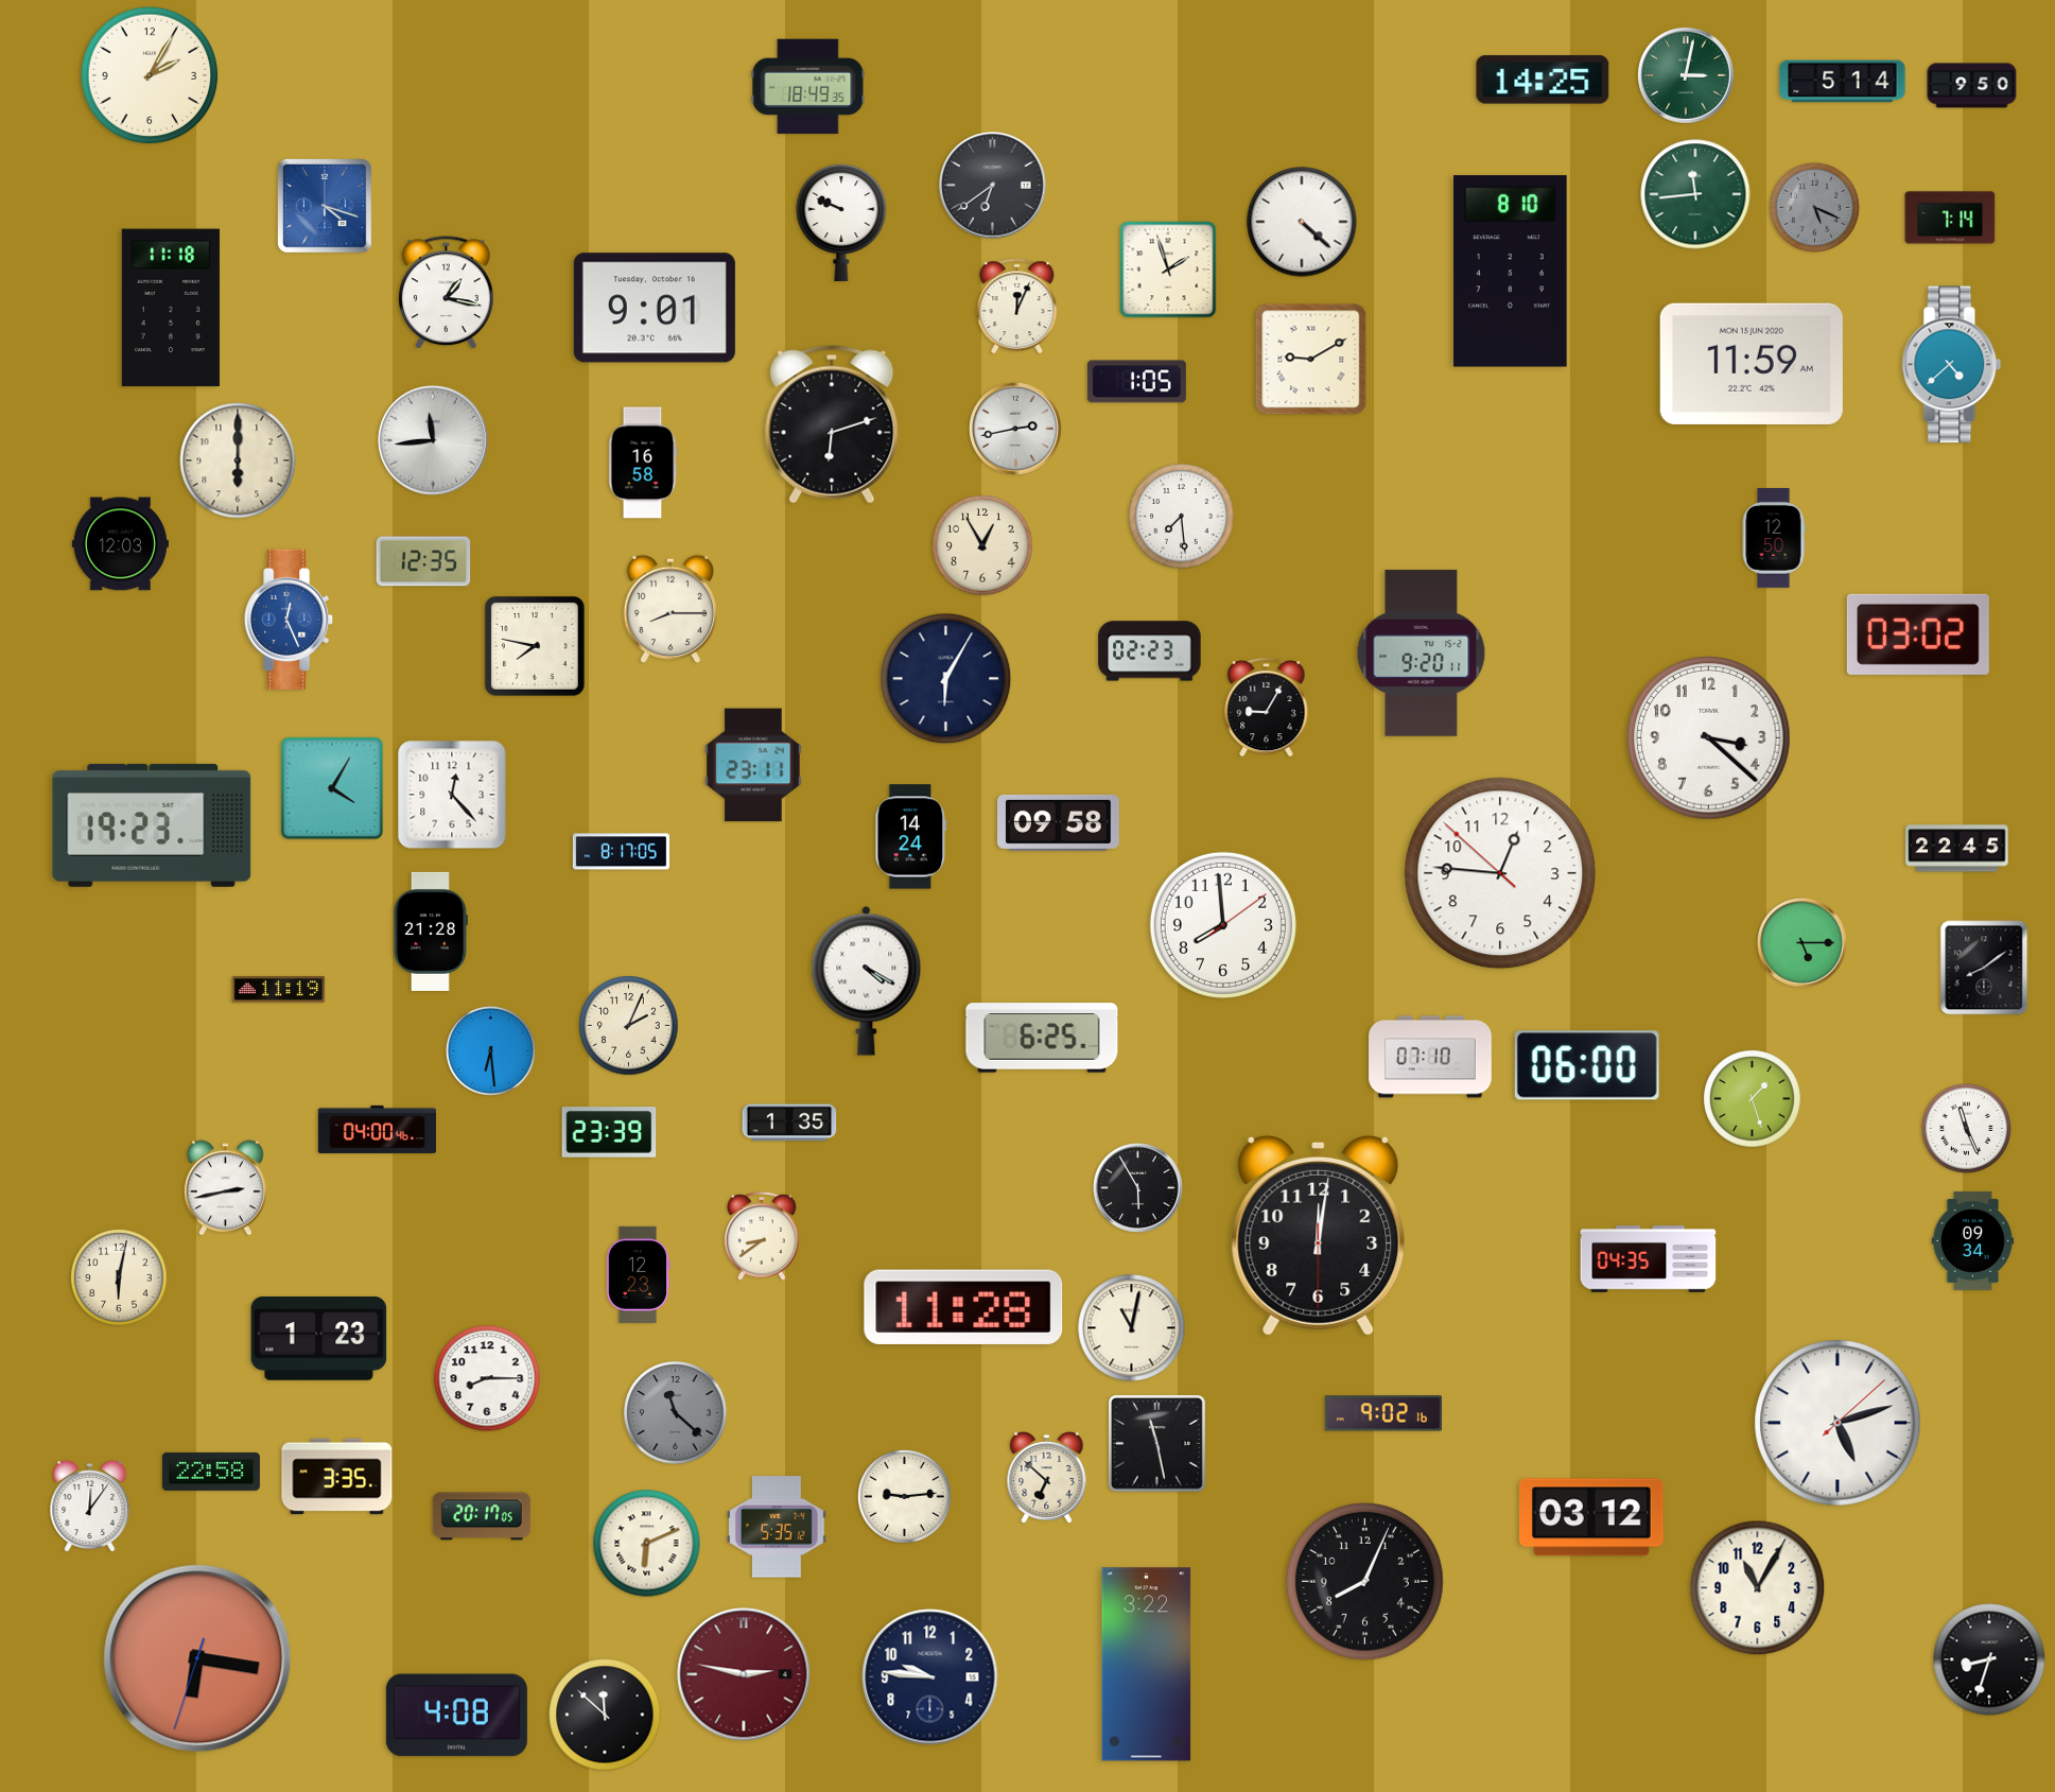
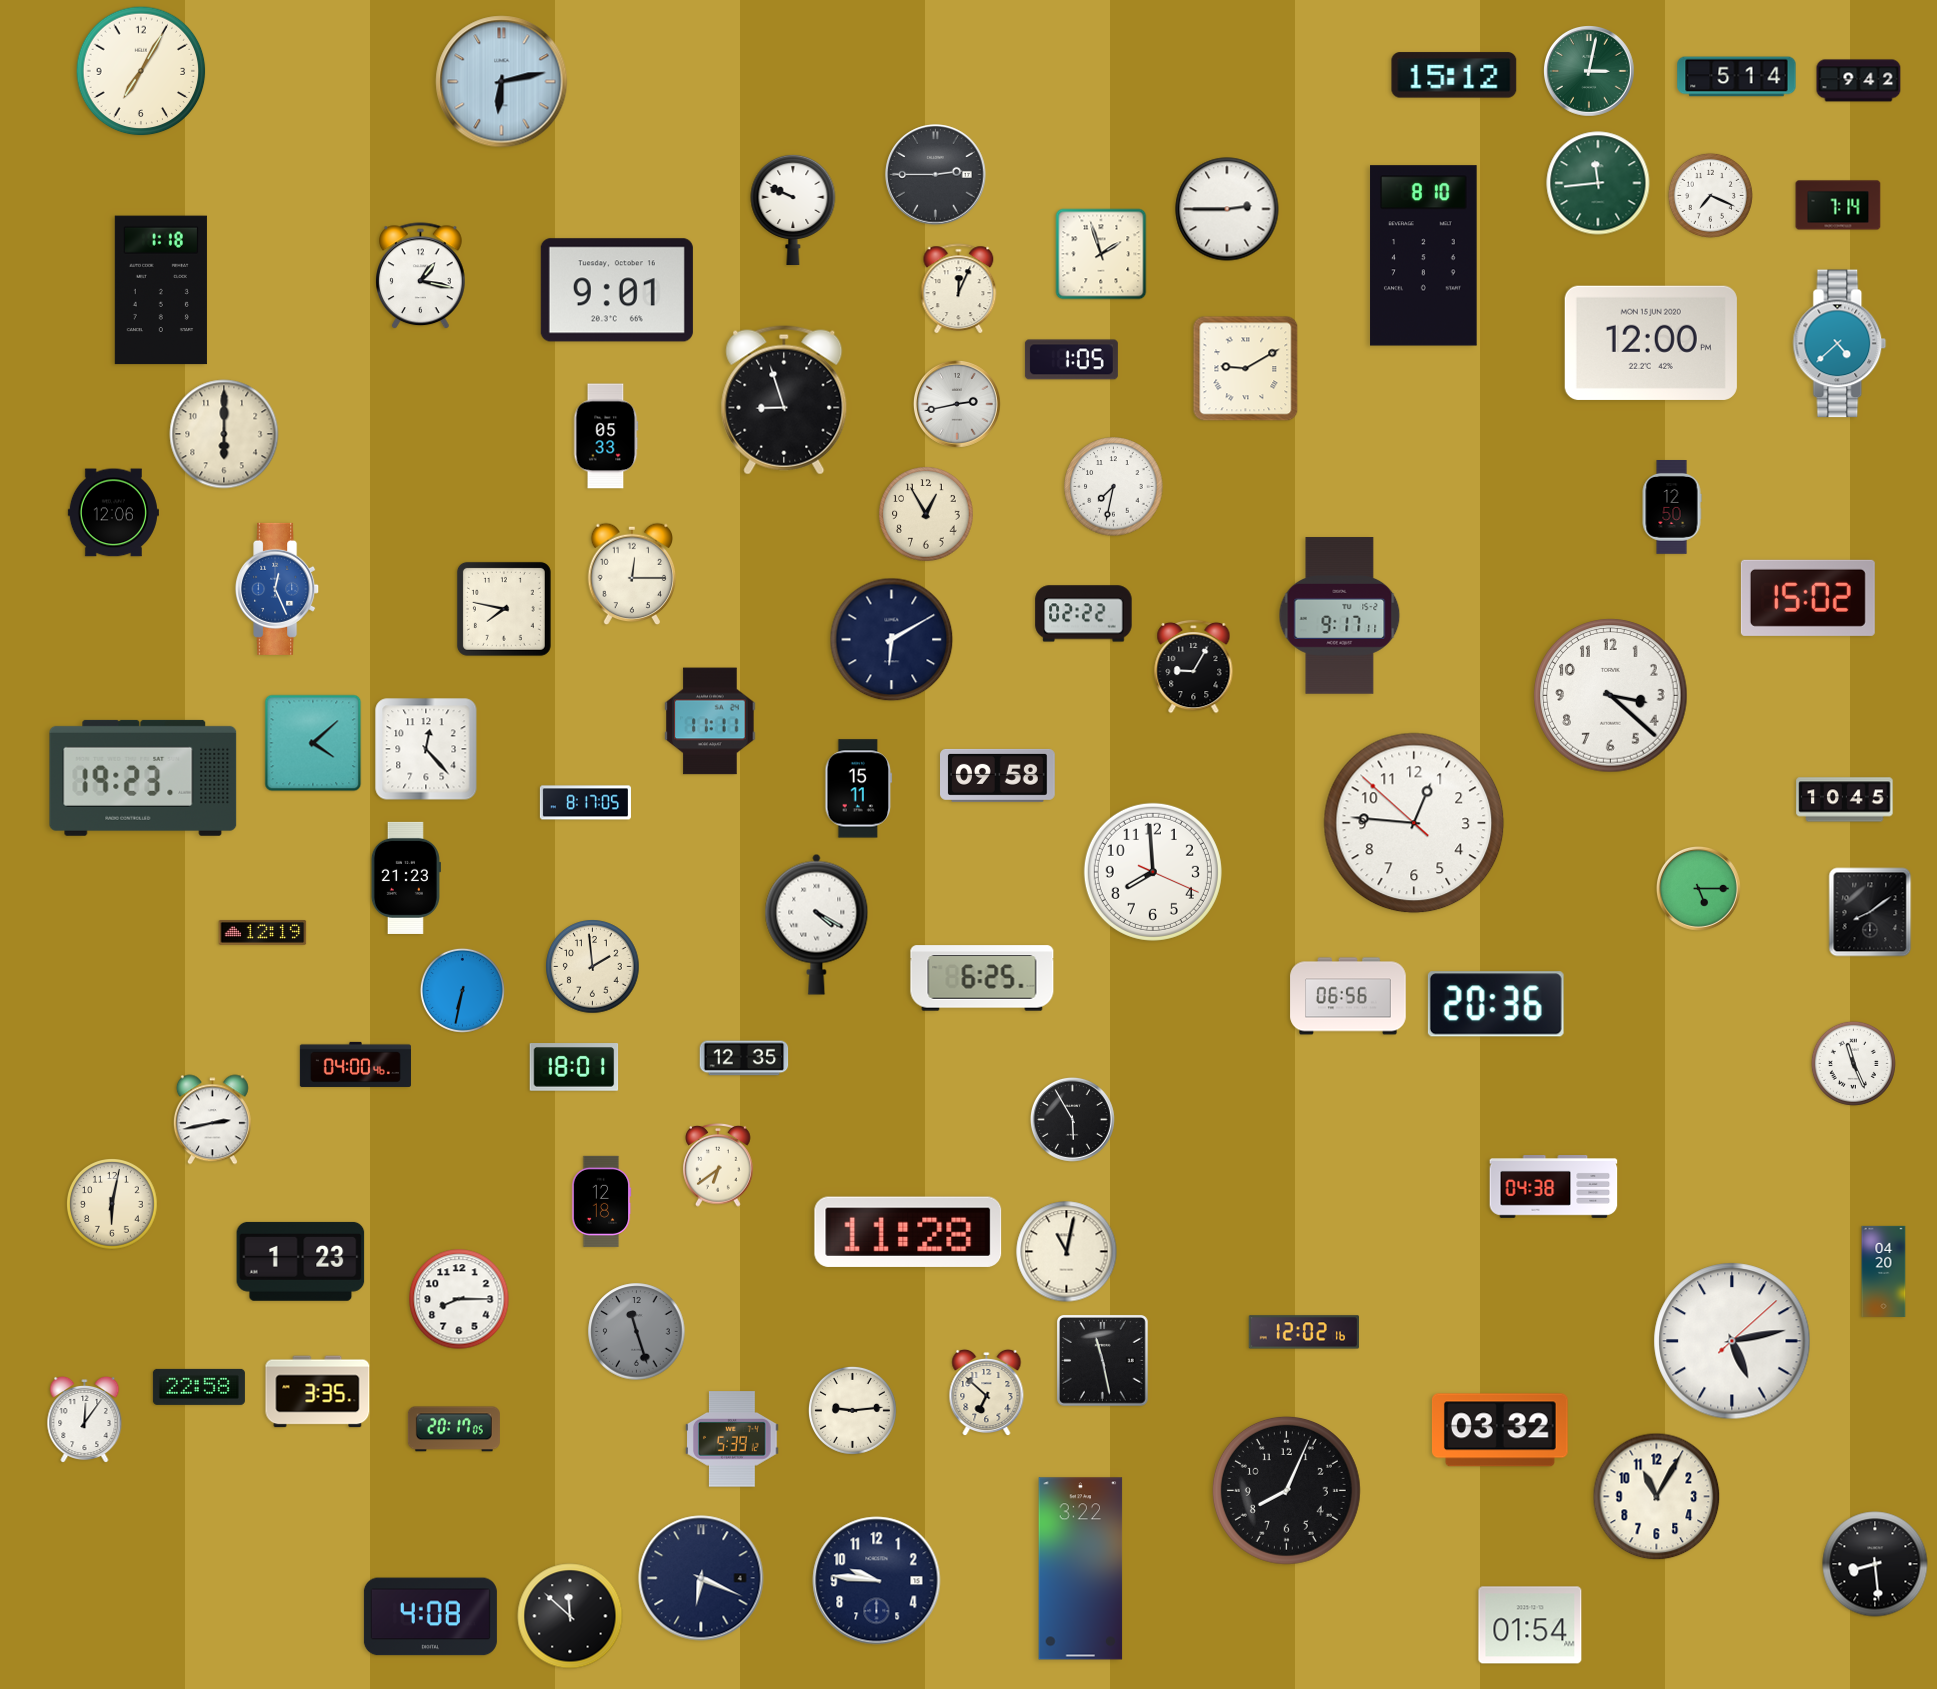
clock at (150, 75): 2:05 -> 7:05
clock at (1543, 80): 14:25 -> 15:12
clock at (1972, 86): 9:50 -> 9:42
clock at (502, 82): none -> 6:13
clock at (808, 87): 18:49 -> none
clock at (993, 186): 6:39 -> 2:45
clock at (326, 207): 4:18 -> none
clock at (1814, 207): 5:19 -> 7:19
clock at (1814, 207) dial: grey -> white
clock at (1302, 222): 4:22 -> 2:45
clock at (171, 308): 11:18 -> 1:18
clock at (1311, 360) position: (1311, 360) -> (1246, 369)
clock at (1752, 364): 11:59 -> 12:00
clock at (832, 424): 6:12 -> 8:57
clock at (433, 440): 11:44 -> none
clock at (643, 463): 16:58 -> 05:33
clock at (1182, 517): 7:29 -> 7:32
clock at (120, 544): 12:03 -> 12:06
clock at (423, 561): 12:35 -> none
clock at (669, 609): 8:15 -> 12:15
clock at (290, 620) position: (290, 620) -> (278, 589)
clock at (1918, 634): 03:02 -> 15:02
clock at (1150, 651): 02:23 -> 02:22
clock at (1422, 654): 9:20 -> 9:17
clock at (946, 679): 6:05 -> 6:10
clock at (753, 765): 23:11 -> 11:11
clock at (332, 788): 4:05 -> 4:08
clock at (911, 837): 14:24 -> 15:11
clock at (1957, 849): 22:45 -> 10:45
clock at (1223, 925): 7:59:09 -> 7:59:19
clock at (431, 932): 21:28 -> 21:23
clock at (279, 989): 11:19 -> 12:19
clock at (629, 1026): 2:04 -> 1:59
clock at (490, 1050): 6:29 -> 6:32
clock at (1430, 1057): 07:10 -> 06:56
clock at (1587, 1065): 06:00 -> 20:36
clock at (1753, 1099): 1:27 -> none
clock at (789, 1123): 1:35 -> 12:35
clock at (609, 1132): 23:39 -> 18:01
clock at (1319, 1235): 12:01 -> none
clock at (762, 1237): 8:39 -> 6:39
clock at (1973, 1240): 09:34 -> none
clock at (1649, 1259): 04:35 -> 04:38
clock at (638, 1274): 12:23 -> 12:18
clock at (1884, 1271): none -> 04:20
clock at (676, 1413): 11:22 -> 11:27
clock at (1383, 1413): 9:02 -> 12:02
clock at (1838, 1423): 5:12 -> 5:13
clock at (1157, 1444) position: (1157, 1444) -> (1103, 1361)
clock at (1591, 1517): 03:12 -> 03:32
clock at (777, 1527): 5:35 -> 5:39
clock at (647, 1544): 6:11 -> none
clock at (197, 1658): 6:16 -> none
clock at (1989, 1659): 8:33 -> 8:29
clock at (744, 1674): 2:47 -> 6:19
clock at (744, 1674) dial: burgundy -> navy
clock at (1530, 1625): none -> 01:54
